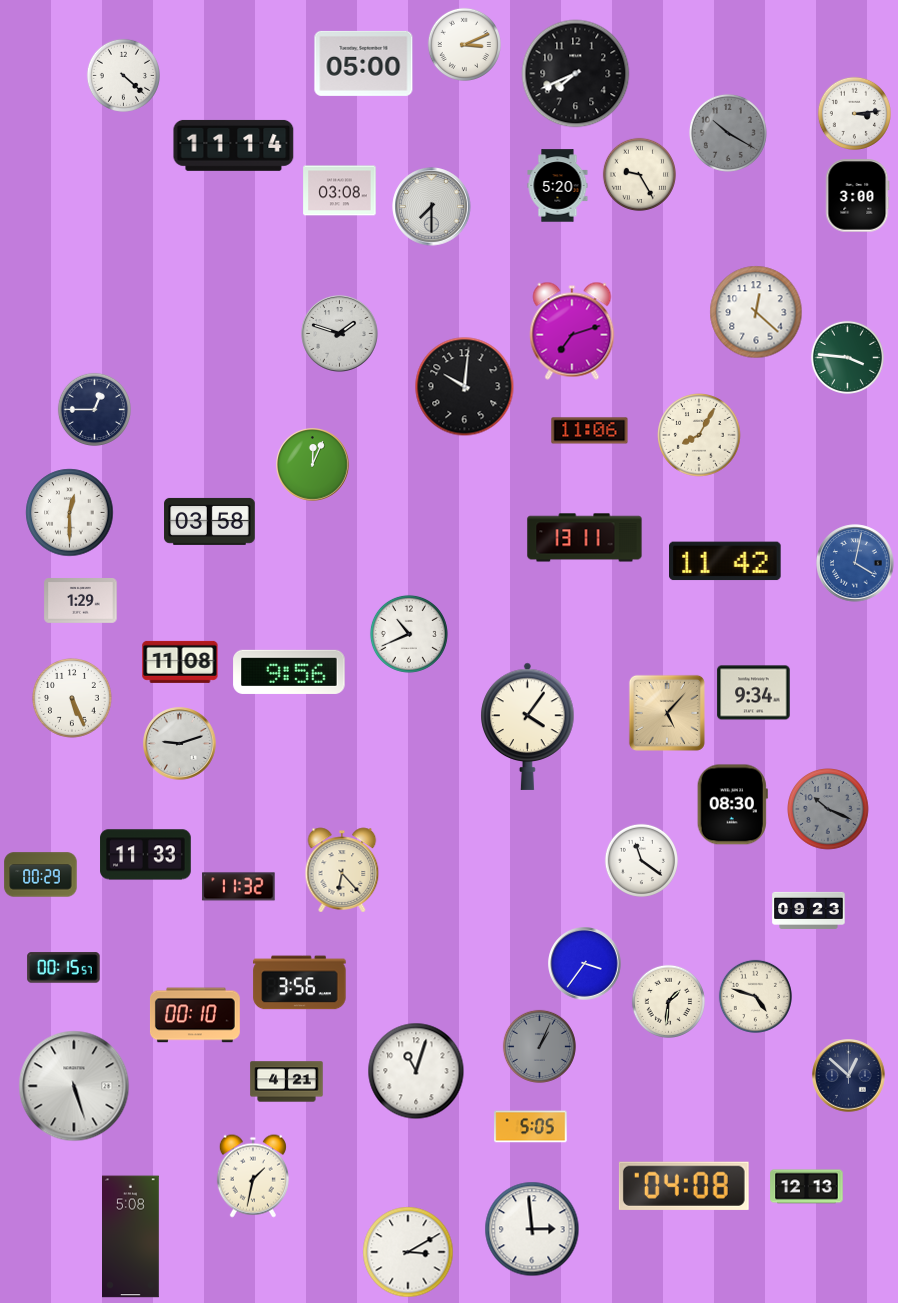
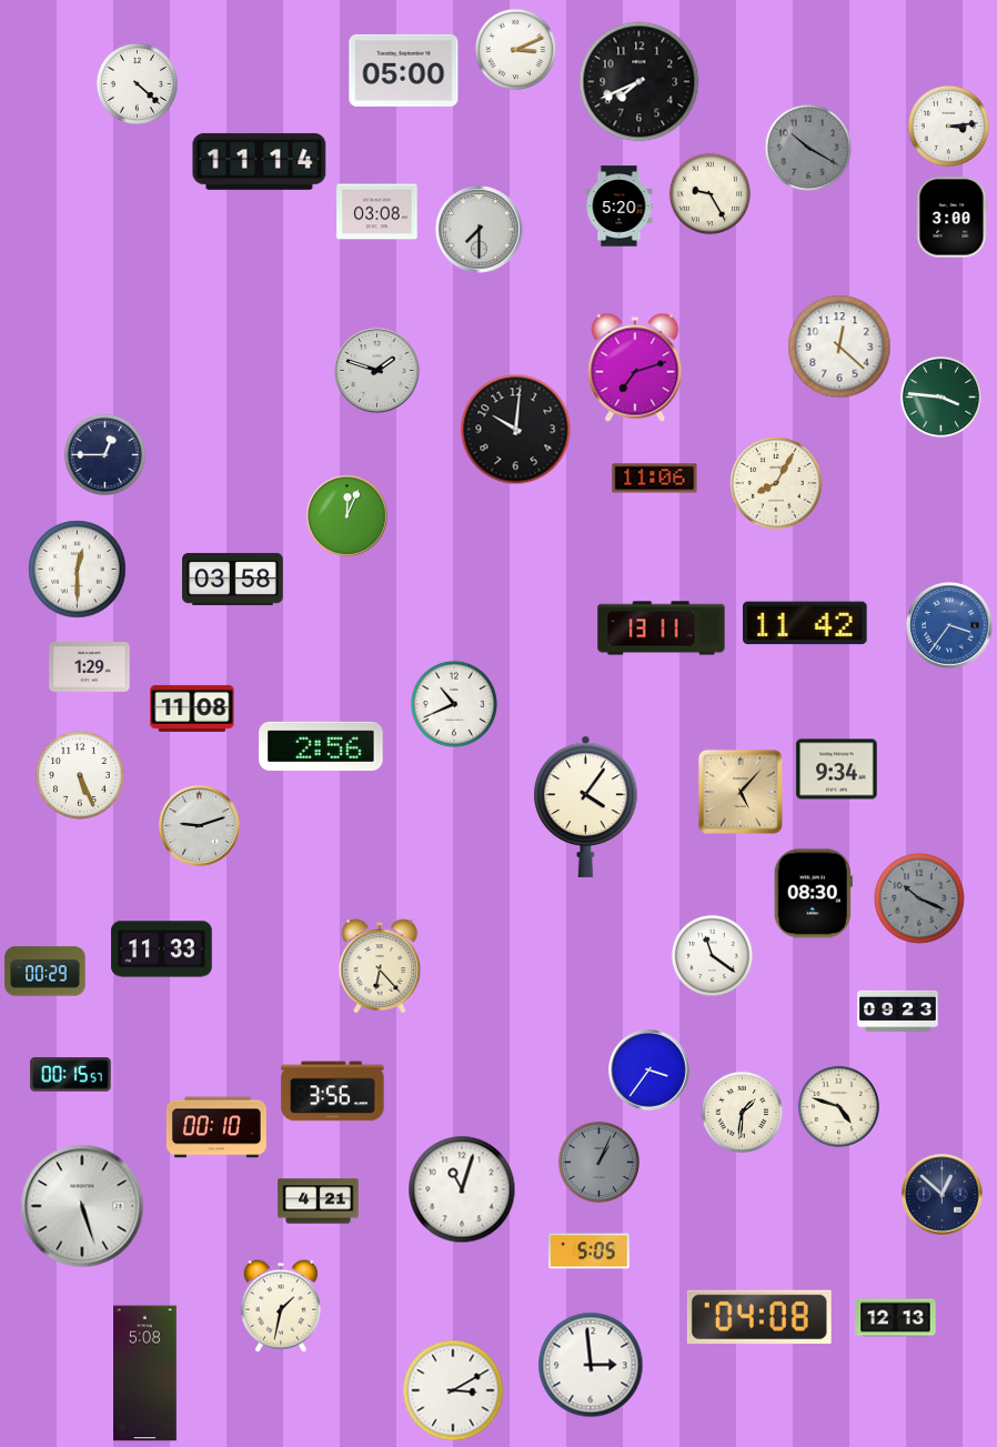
clock at (585, 538) position: (585, 538) -> (662, 629)
clock at (855, 563): 4:02 -> 3:36
clock at (180, 662) position: (180, 662) -> (192, 709)
clock at (289, 672): 9:56 -> 2:56
clock at (239, 887): 11:32 -> none
